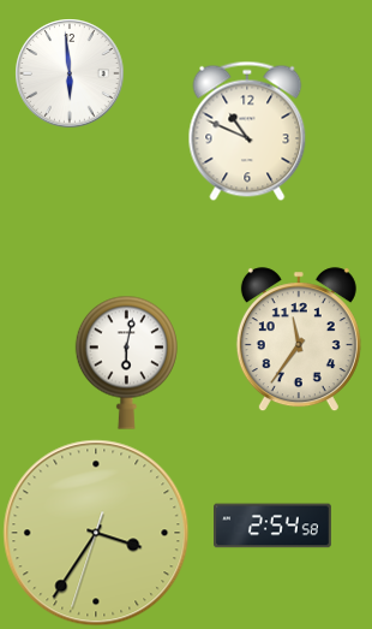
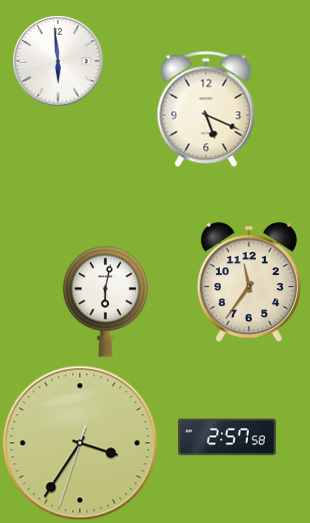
clock at (247, 131): 10:49 -> 5:19
clock at (274, 526): 2:54 -> 2:57
